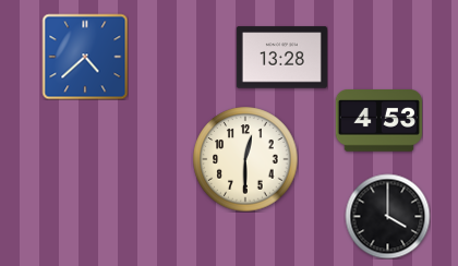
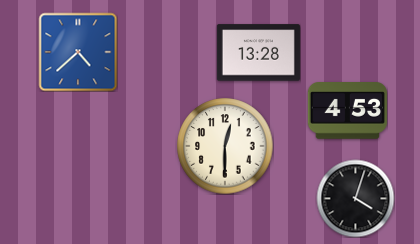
clock at (387, 216): 4:00 -> 4:03
